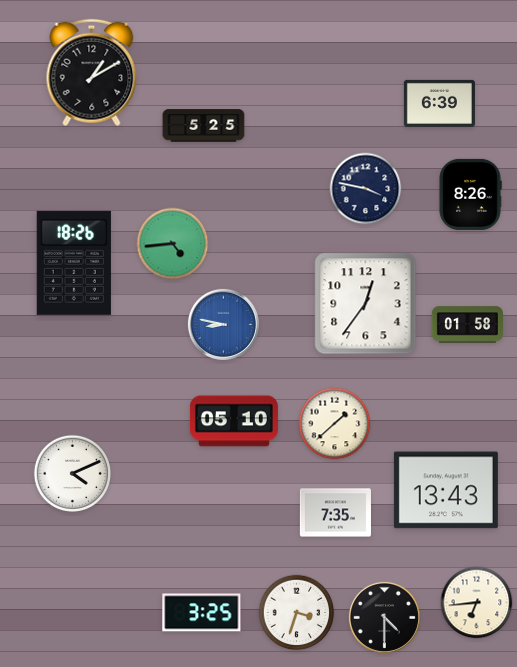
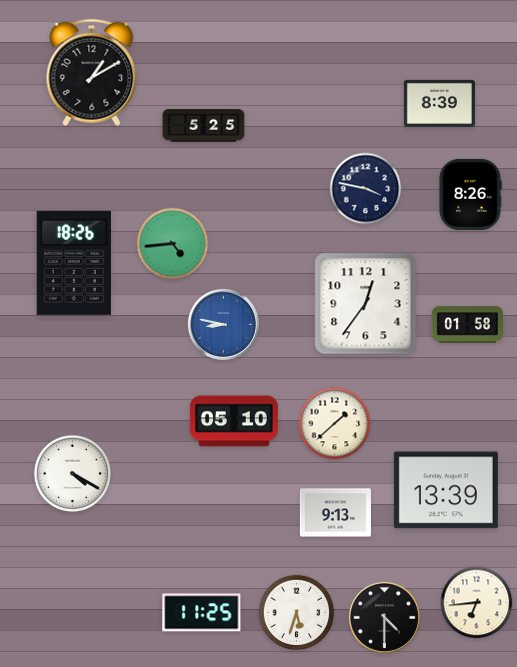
clock at (439, 103): 6:39 -> 8:39
clock at (72, 473): 4:11 -> 4:20
clock at (446, 490): 13:43 -> 13:39
clock at (335, 513): 7:35 -> 9:13
clock at (202, 613): 3:25 -> 11:25
clock at (297, 613): 3:33 -> 5:33
